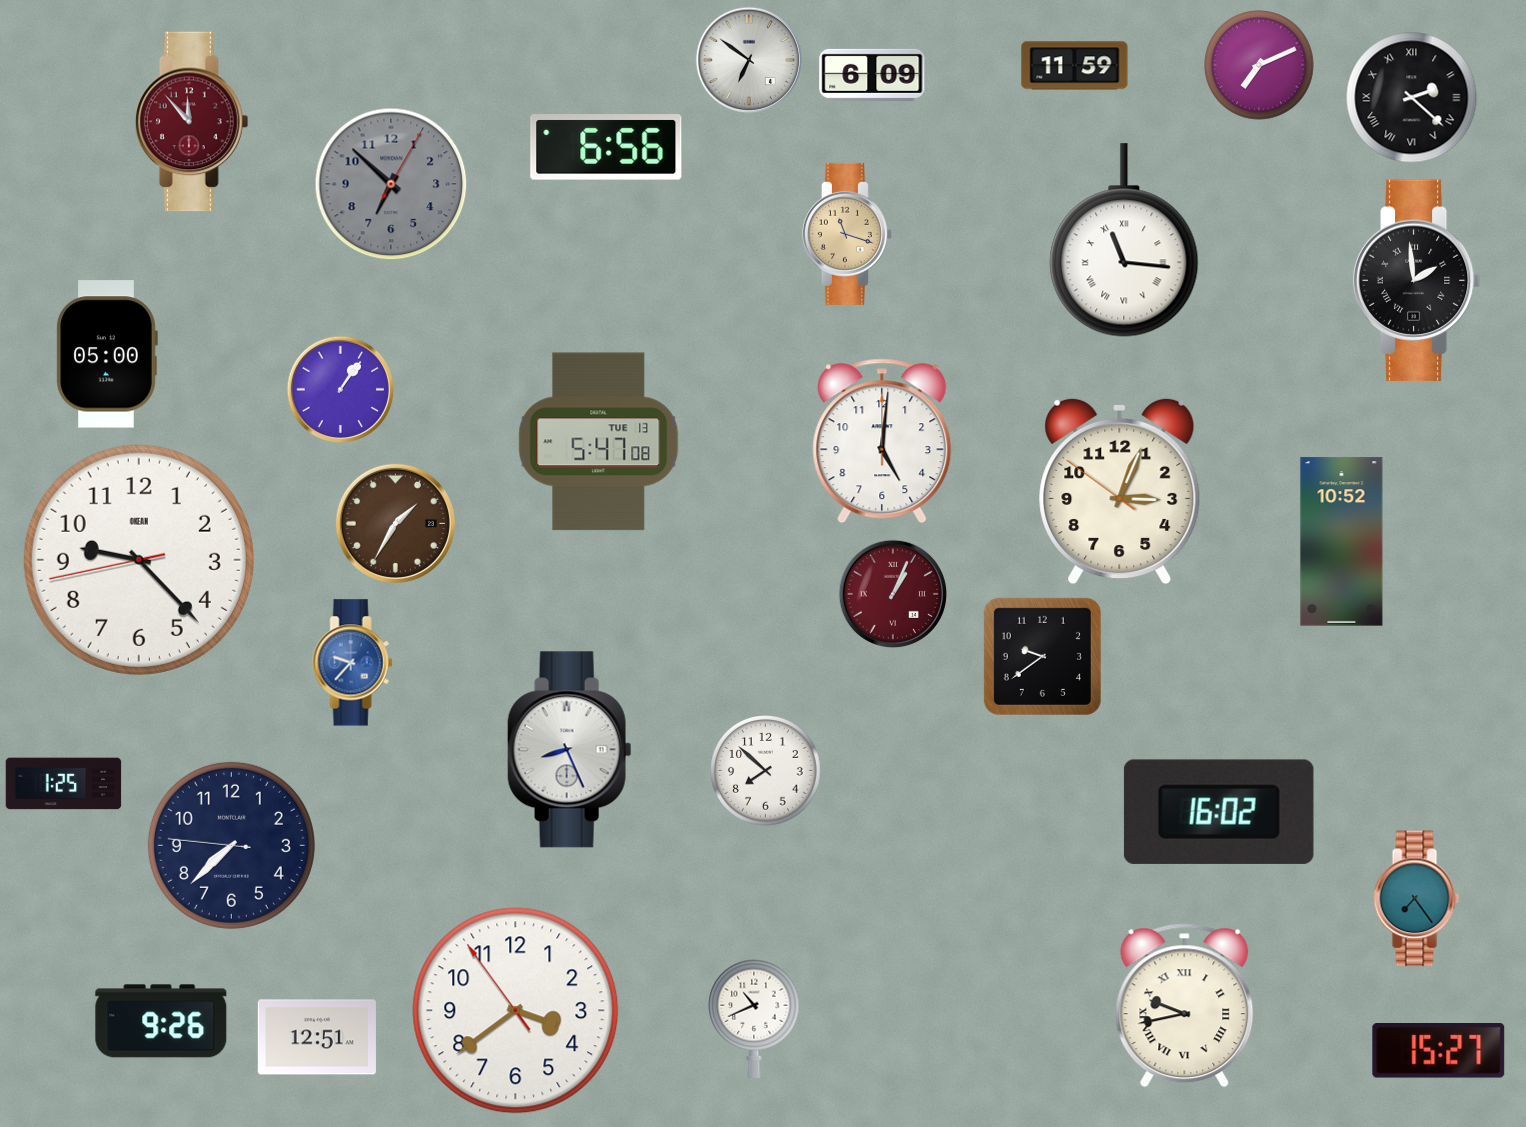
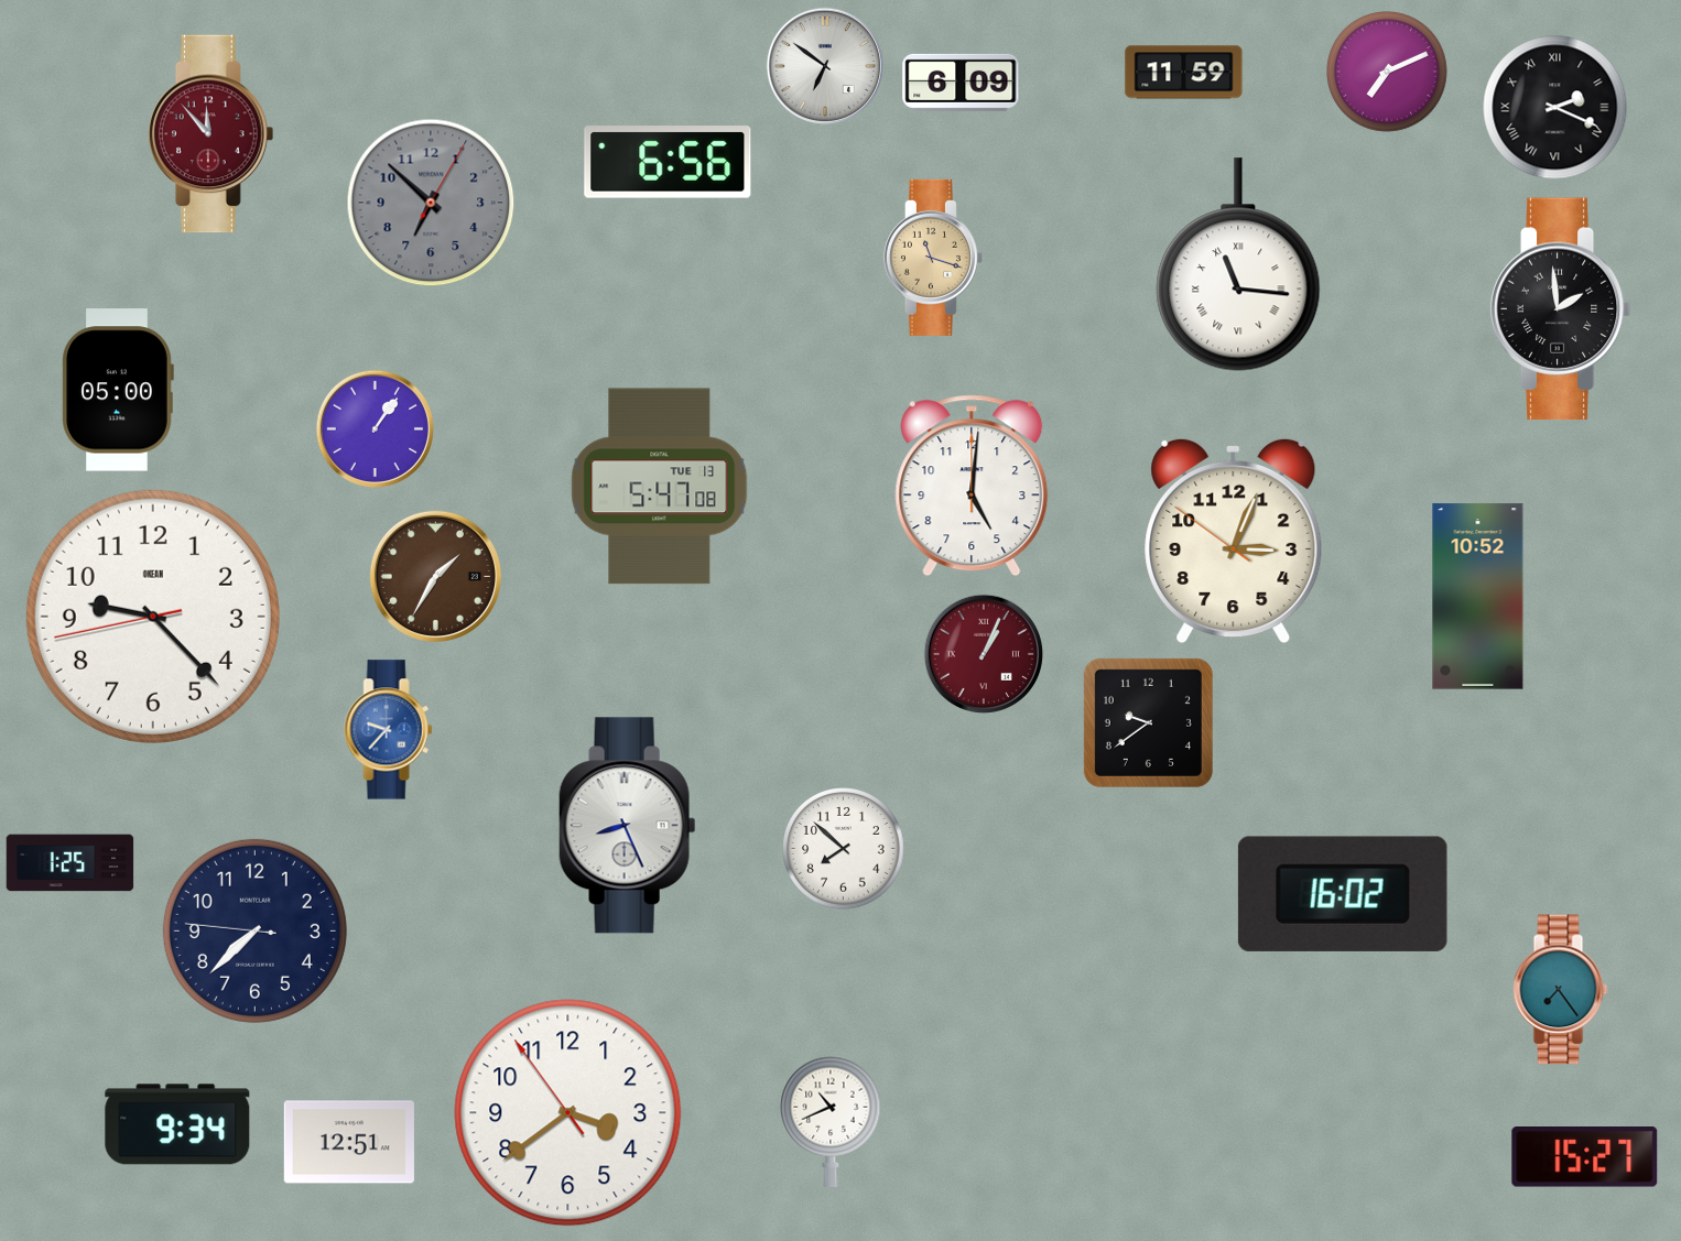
clock at (1412, 98): 2:22 -> 2:19
clock at (1185, 1006): 9:43 -> none
clock at (161, 1021): 9:26 -> 9:34
